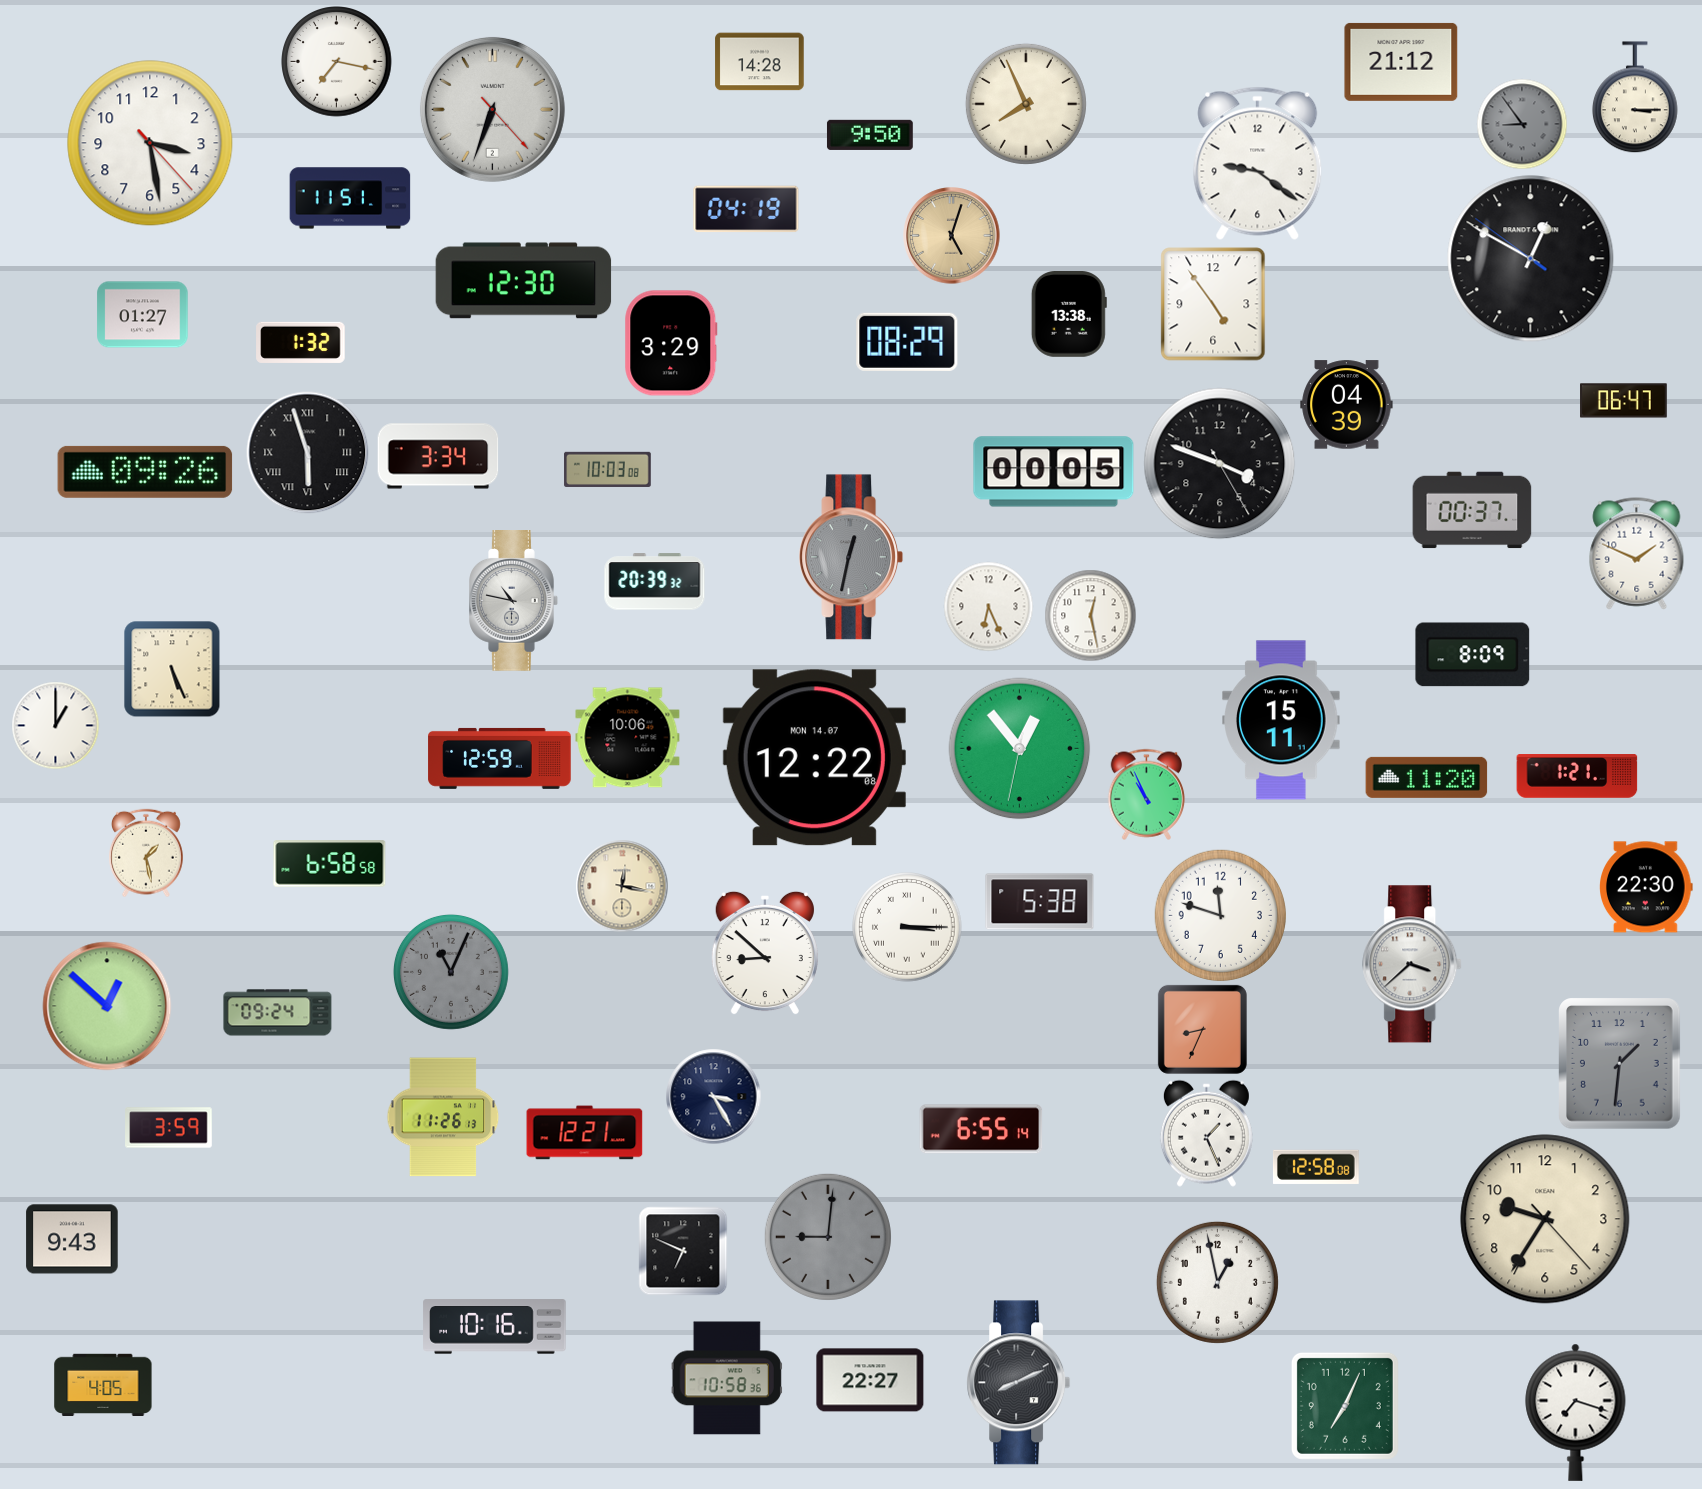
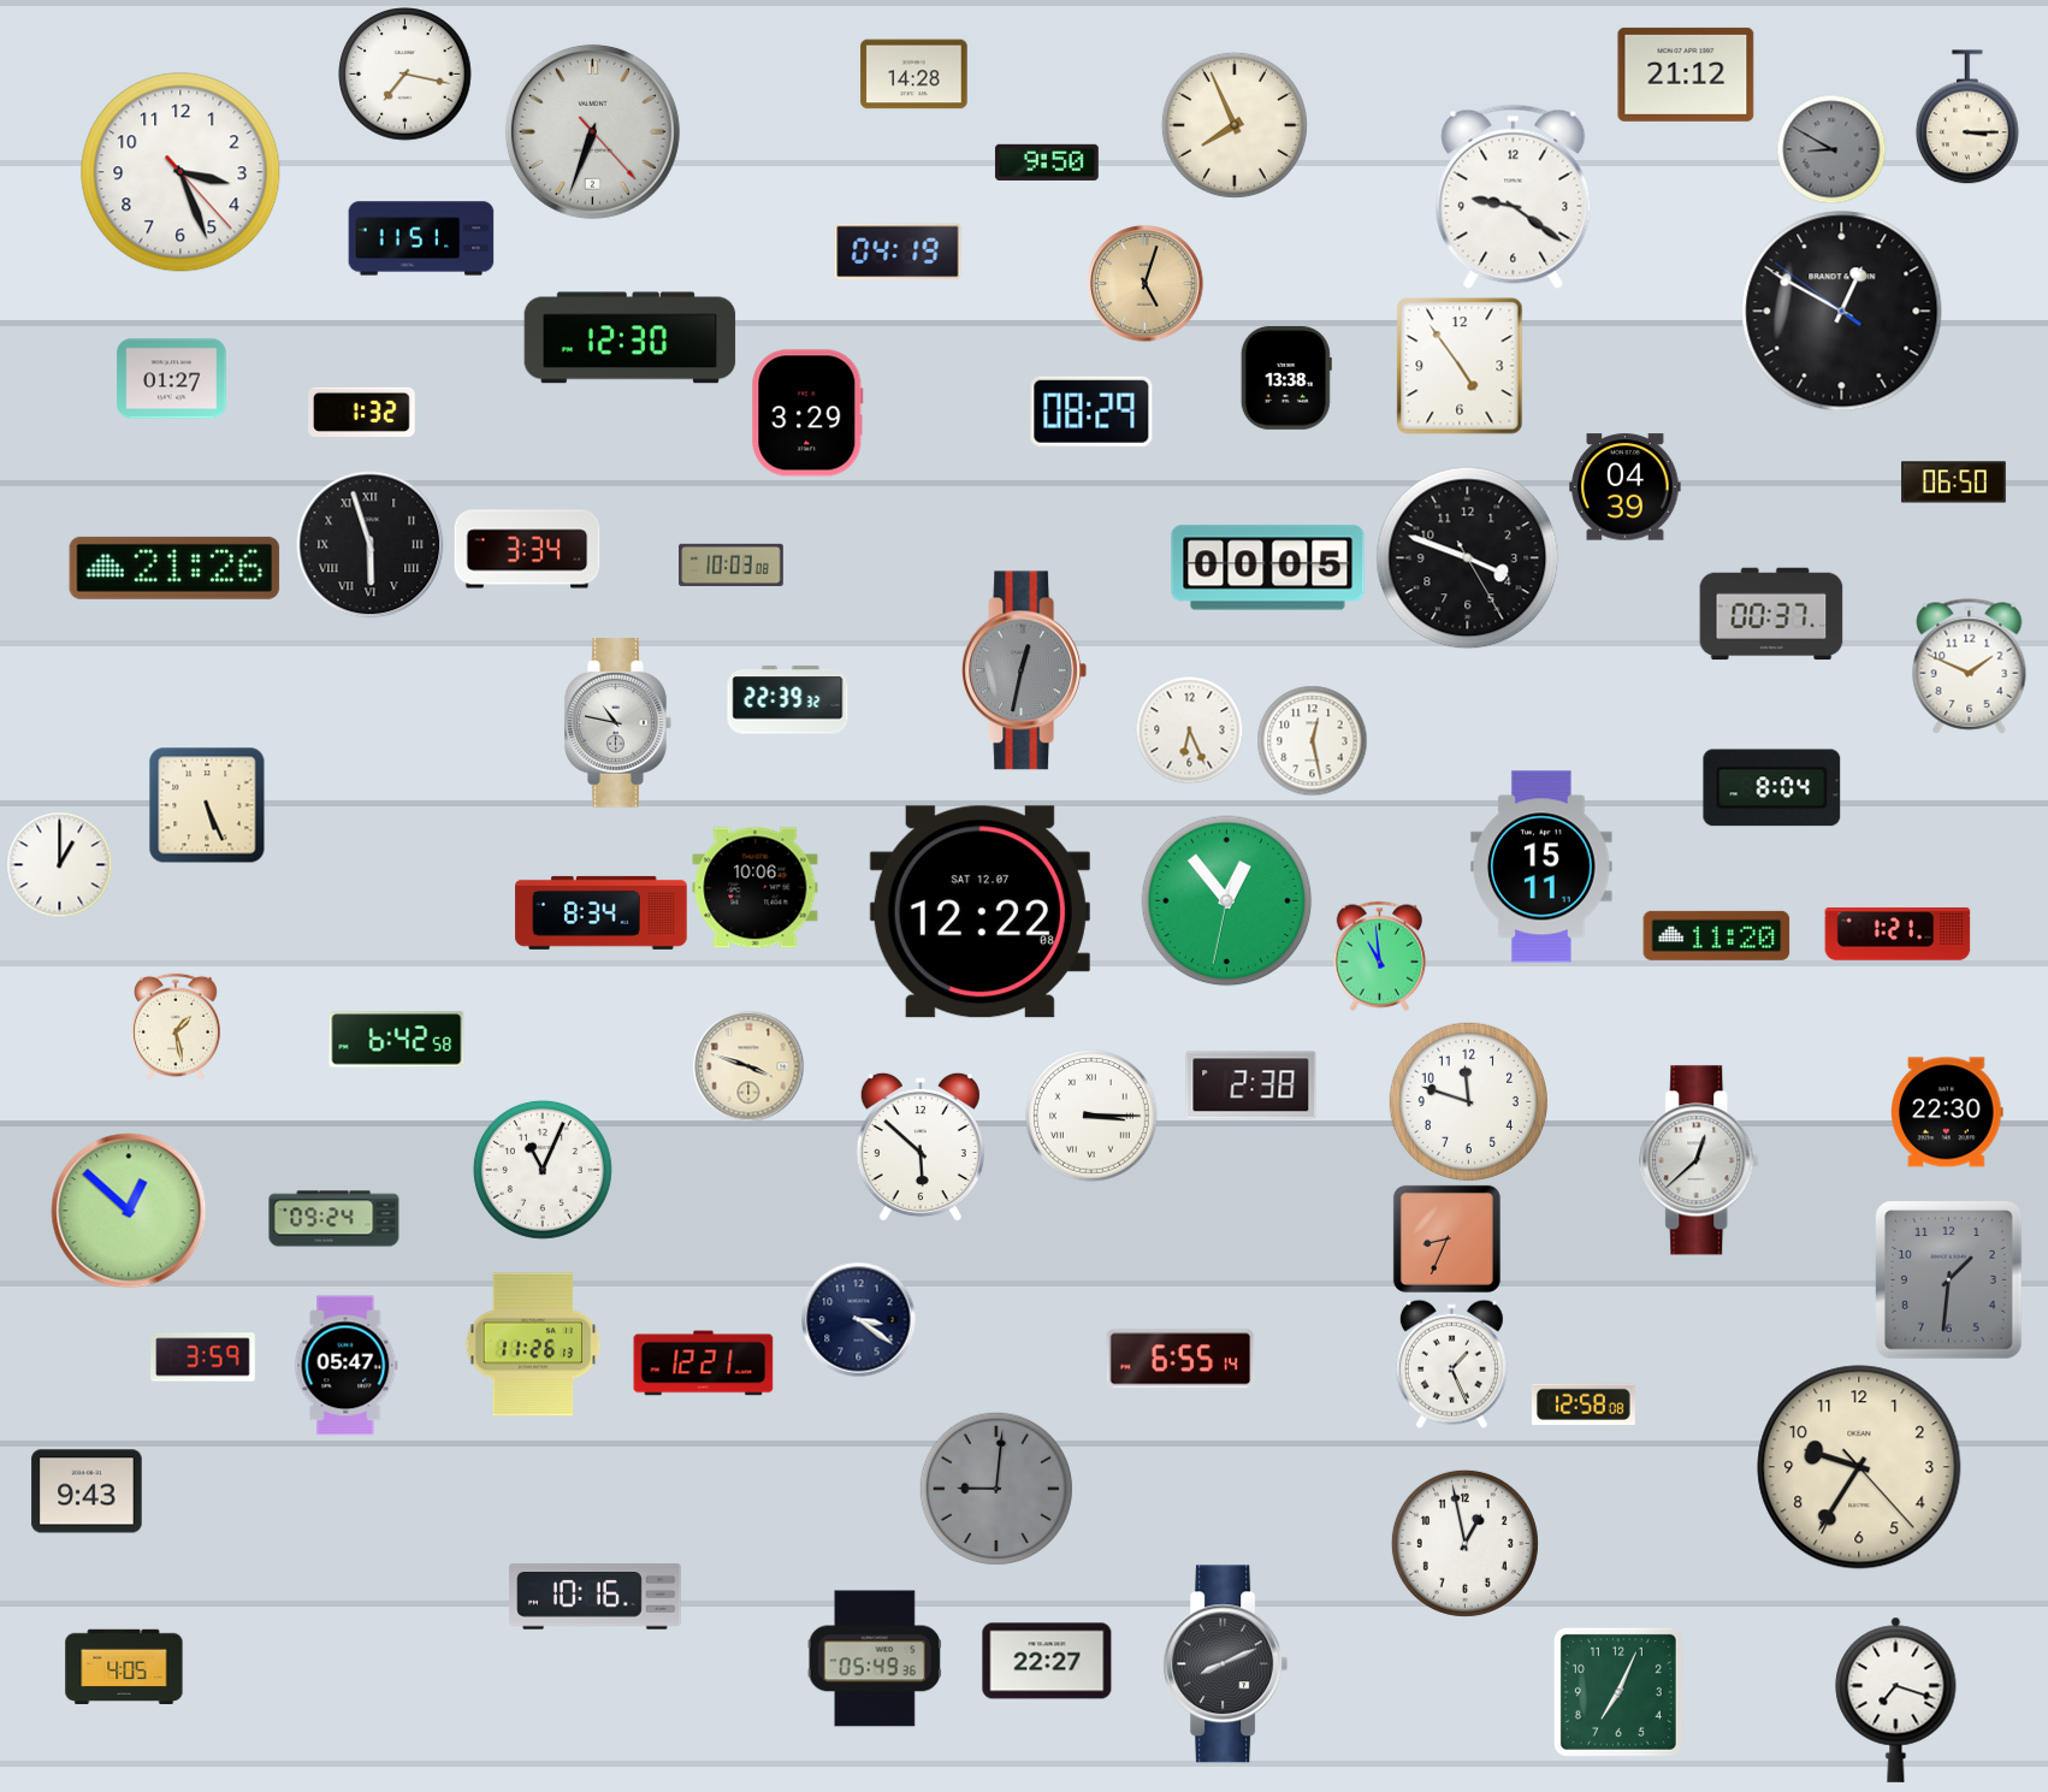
clock at (1522, 124): 8:54 -> 8:50
clock at (150, 143): 3:28 -> 3:26
clock at (1624, 401): 06:47 -> 06:50
clock at (1347, 405) position: (1347, 405) -> (1626, 487)
clock at (145, 472): 09:26 -> 21:26
clock at (655, 582): 20:39 -> 22:39
clock at (1473, 655): 8:09 -> 8:04
clock at (55, 725) position: (55, 725) -> (59, 864)
clock at (500, 758): 12:59 -> 8:34
clock at (814, 758) date: MON 14.07 -> SAT 12.07
clock at (1147, 794): 10:56 -> 10:59
clock at (330, 864): 6:58 -> 6:42
clock at (622, 886): 12:17 -> 3:48
clock at (1647, 887) position: (1647, 887) -> (1948, 1112)
clock at (1040, 902): 5:38 -> 2:38
clock at (765, 953): 8:52 -> 5:52
clock at (1413, 964): 3:38 -> 12:38
clock at (451, 972) dial: grey -> white
clock at (713, 1096): 3:25 -> 3:21
clock at (347, 1366): none -> 05:47
clock at (683, 1251): 6:49 -> none
clock at (727, 1378): 10:58 -> 05:49
